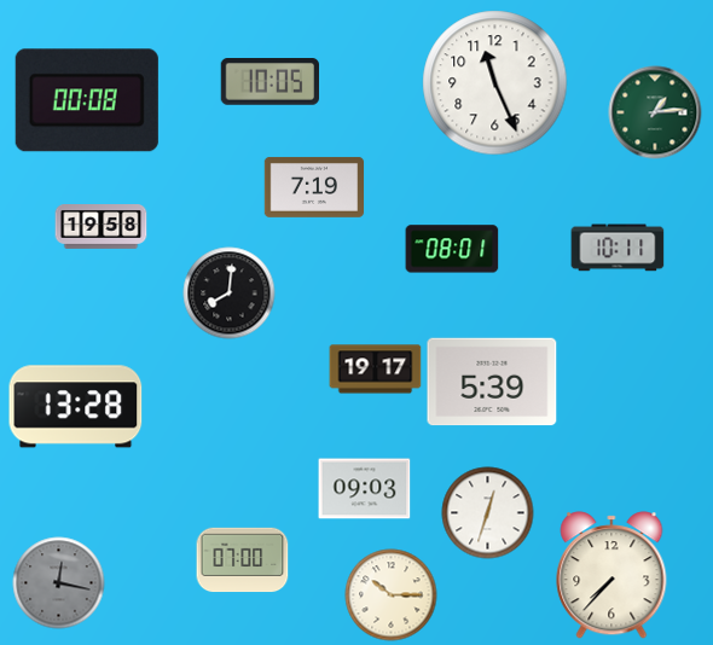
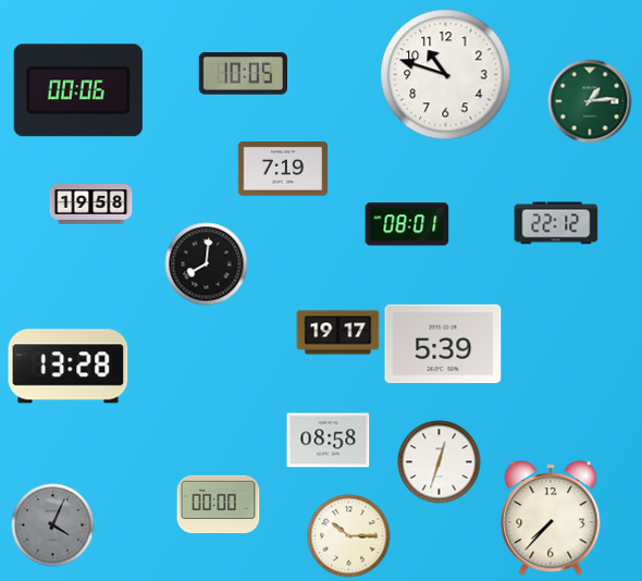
clock at (495, 83): 11:26 -> 10:48
clock at (87, 100): 00:08 -> 00:06
clock at (618, 248): 10:11 -> 22:12
clock at (365, 489): 09:03 -> 08:58
clock at (243, 560): 07:00 -> 00:00
clock at (59, 583): 12:17 -> 4:04
clock at (392, 595) position: (392, 595) -> (349, 536)
